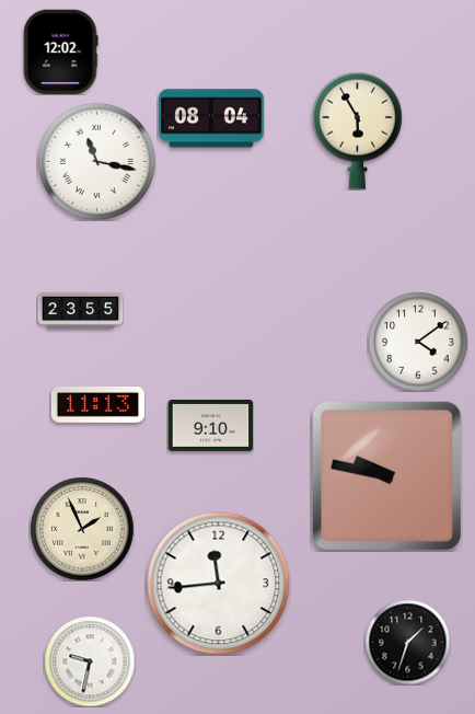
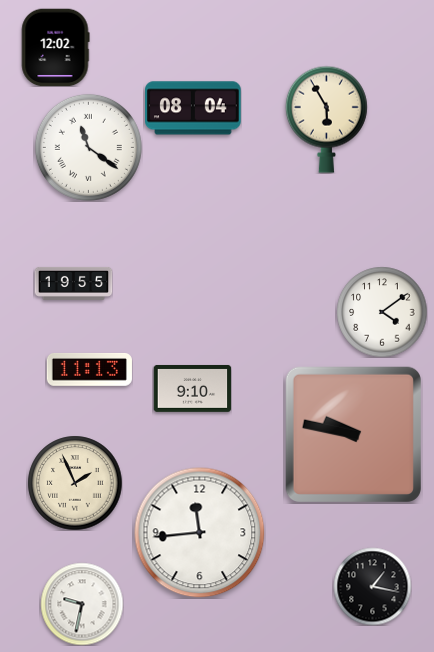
clock at (96, 161): 11:17 -> 11:21
clock at (80, 310): 23:55 -> 19:55
clock at (407, 642): 1:33 -> 1:17
